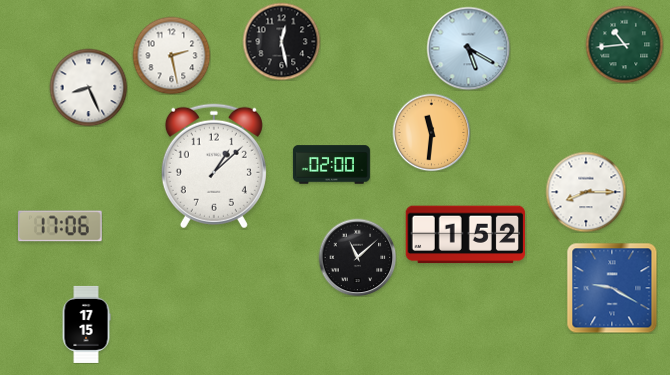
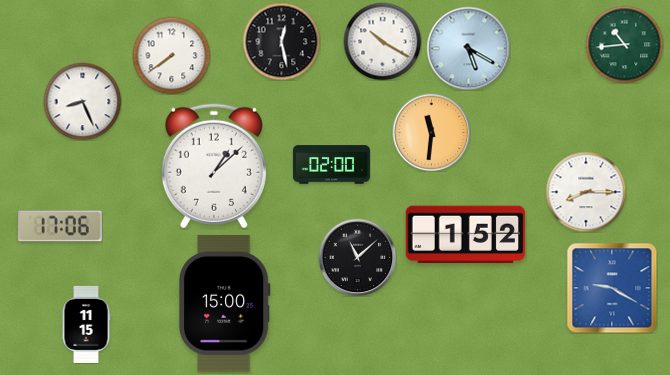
clock at (382, 41): none -> 10:20
clock at (171, 55): 2:28 -> 7:39
clock at (88, 87) position: (88, 87) -> (82, 101)
clock at (224, 304): none -> 15:00
clock at (86, 324): 17:15 -> 11:15
